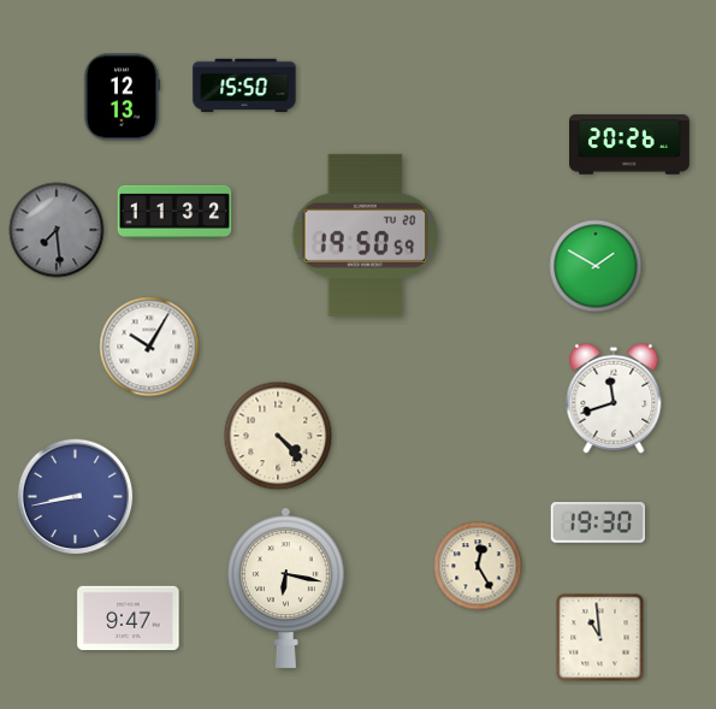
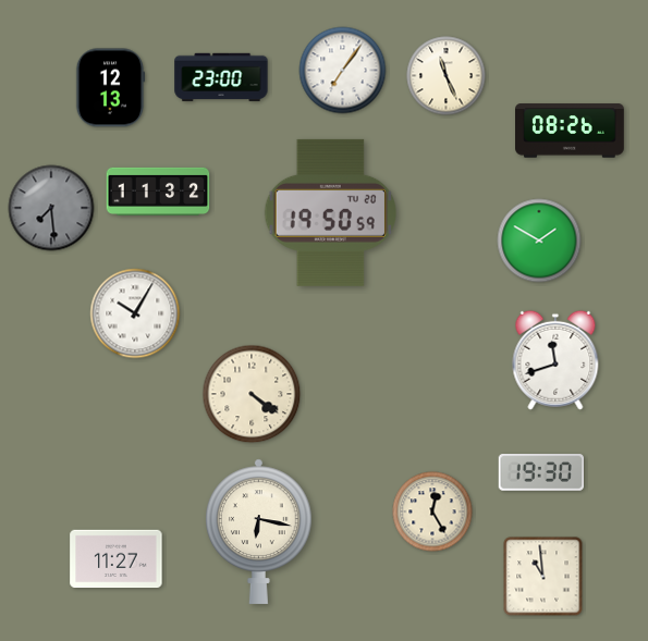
clock at (343, 71): none -> 7:06
clock at (447, 76): none -> 11:26
clock at (244, 85): 15:50 -> 23:00
clock at (631, 144): 20:26 -> 08:26
clock at (278, 436): 4:23 -> 4:21
clock at (76, 497): 8:43 -> none
clock at (129, 619): 9:47 -> 11:27
